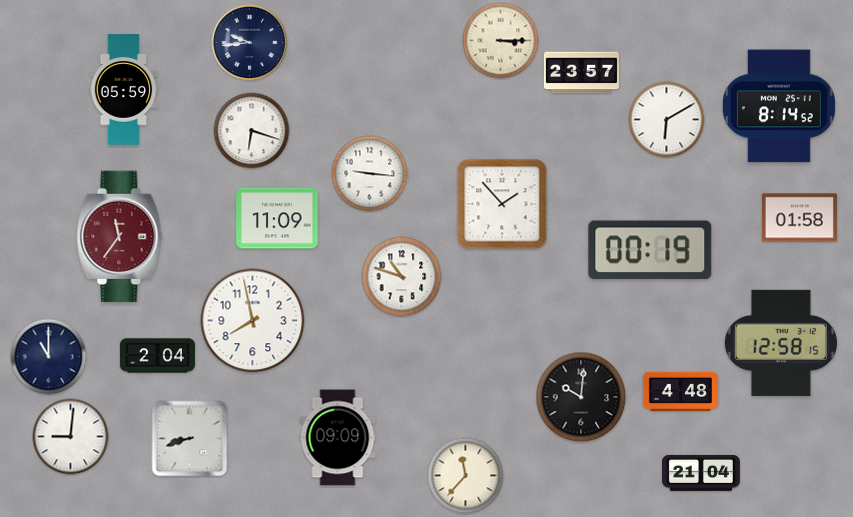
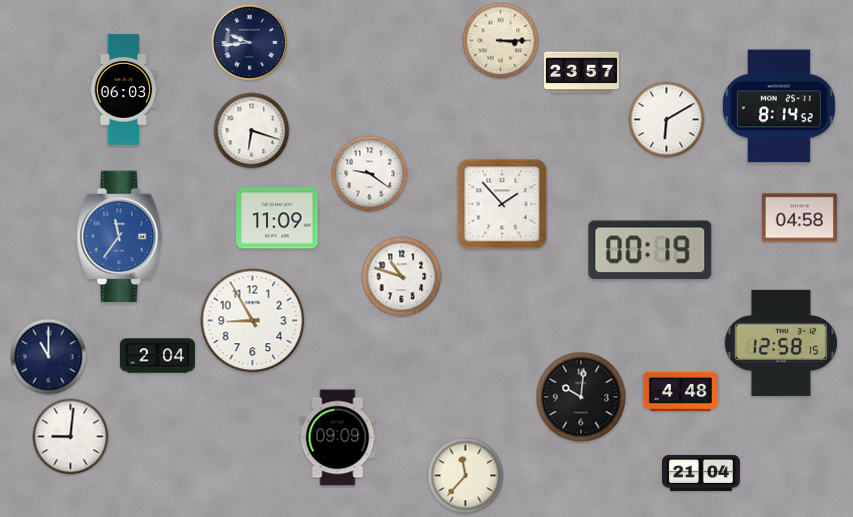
clock at (124, 90): 05:59 -> 06:03
clock at (370, 174): 9:16 -> 9:21
clock at (799, 218): 01:58 -> 04:58
clock at (120, 237) dial: burgundy -> blue
clock at (253, 321): 7:58 -> 8:55
clock at (190, 439): 8:42 -> none
